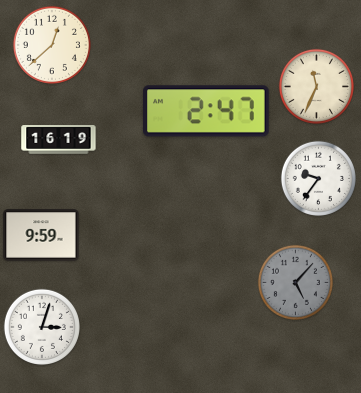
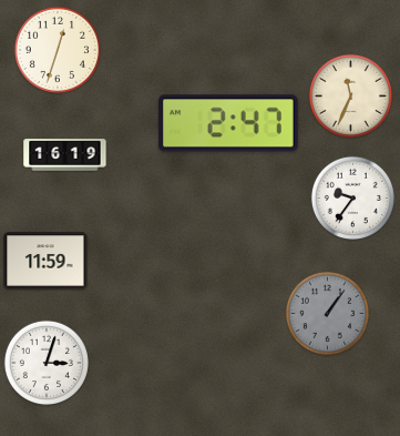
clock at (52, 45): 12:38 -> 12:33
clock at (41, 235): 9:59 -> 11:59
clock at (295, 282): 5:07 -> 1:06
